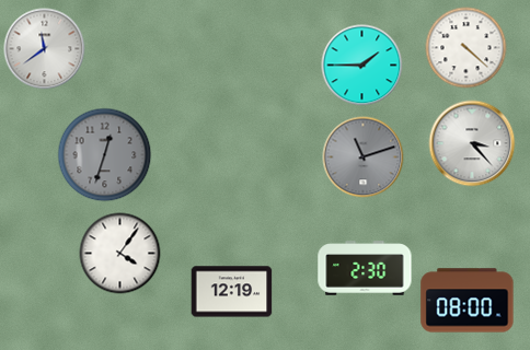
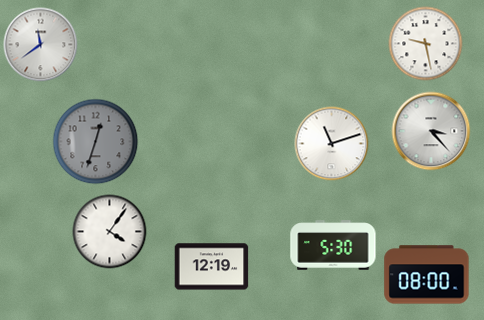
clock at (466, 48): 4:22 -> 9:28
clock at (362, 66): 1:45 -> none
clock at (364, 157) dial: grey -> white
clock at (365, 268): 2:30 -> 5:30
